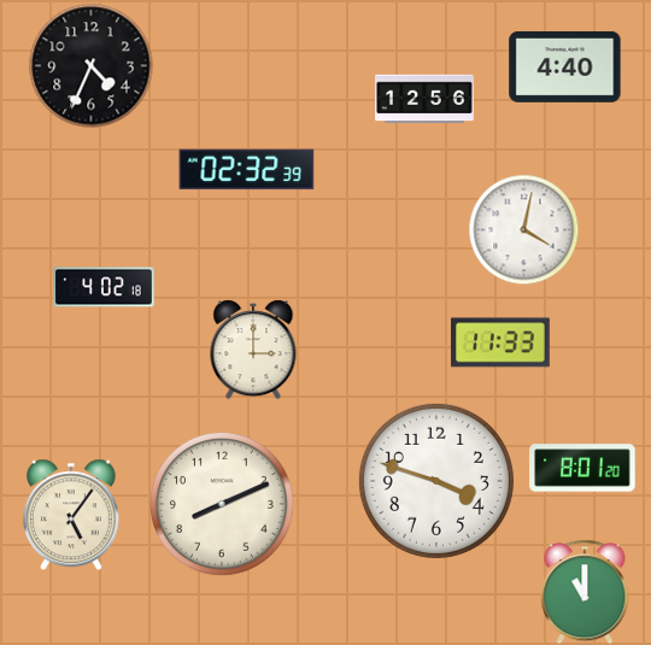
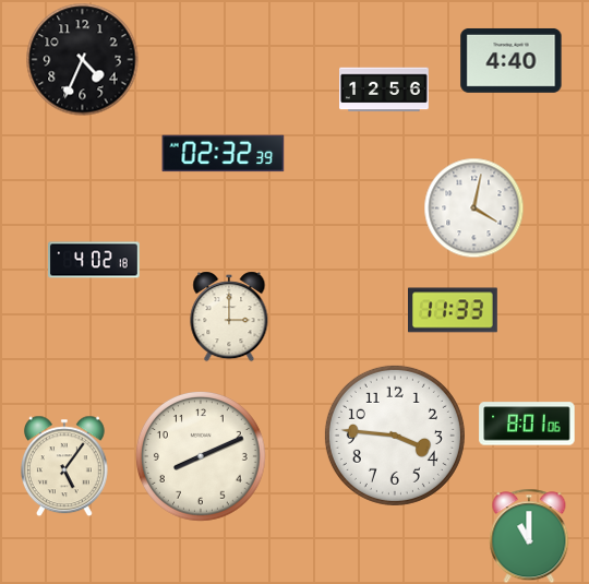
clock at (582, 468): 8:01:20 -> 8:01:06
clock at (436, 481): 3:48 -> 3:46
